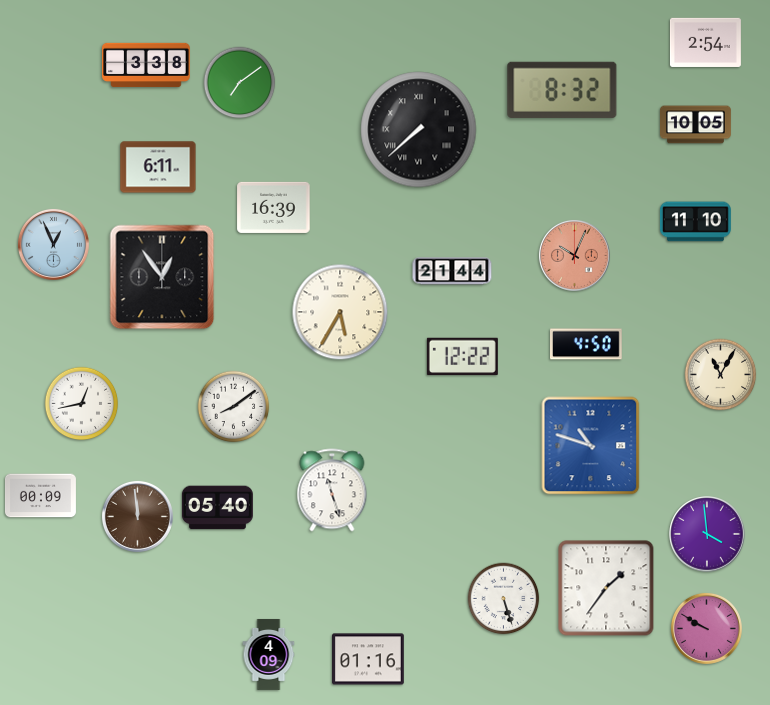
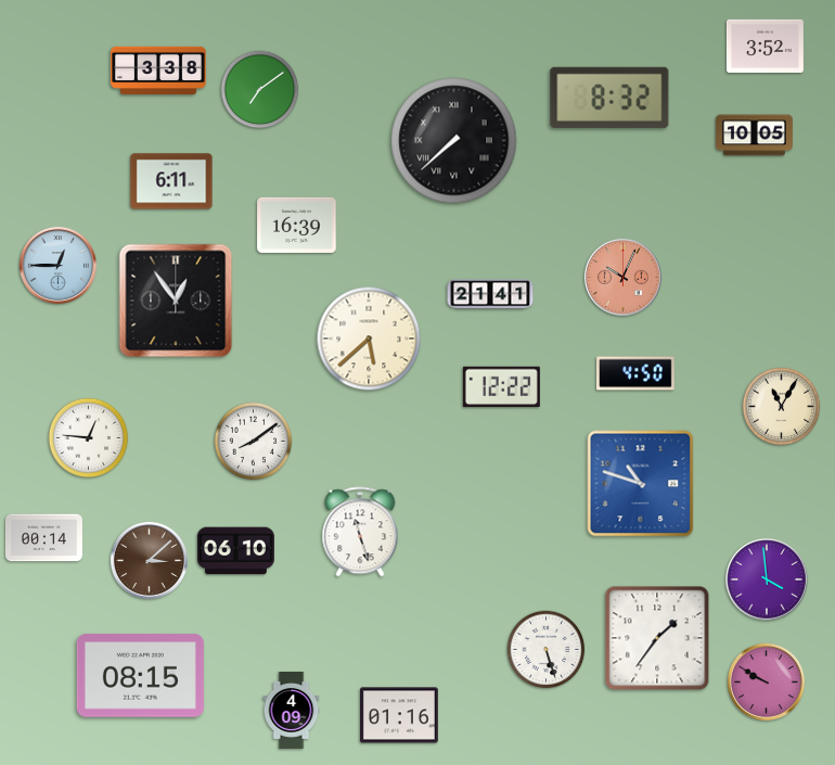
clock at (705, 42): 2:54 -> 3:52
clock at (695, 222): 11:10 -> none
clock at (53, 244): 12:56 -> 12:45
clock at (452, 271): 21:44 -> 21:41
clock at (340, 312): 5:35 -> 5:38
clock at (82, 404): 12:43 -> 12:46
clock at (40, 496): 00:09 -> 00:14
clock at (217, 508): 05:40 -> 06:10
clock at (137, 516): 11:59 -> 3:08
clock at (140, 676): none -> 08:15
